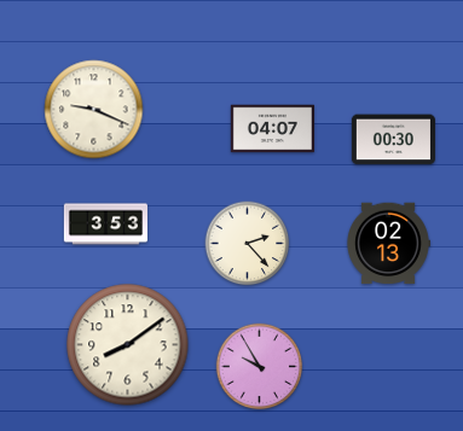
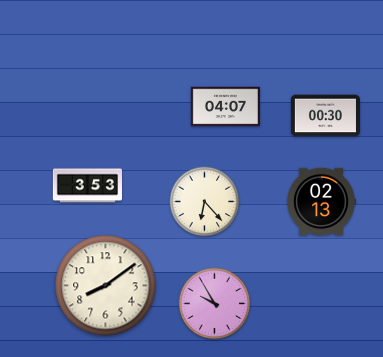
clock at (94, 110): 9:19 -> none
clock at (248, 244): 2:23 -> 6:23
